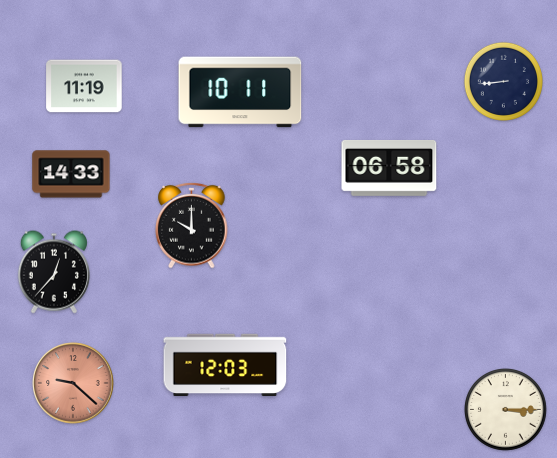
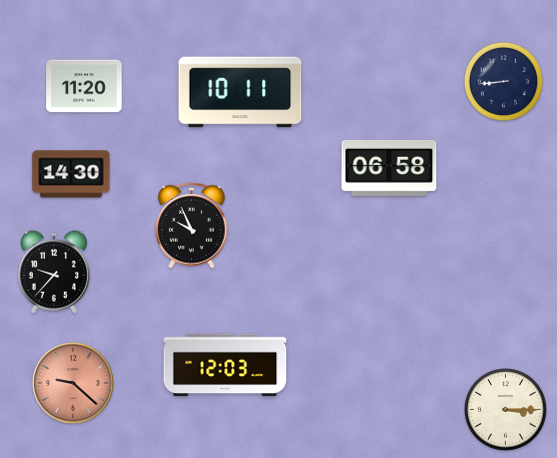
clock at (84, 86): 11:19 -> 11:20
clock at (71, 174): 14:33 -> 14:30
clock at (192, 225): 10:00 -> 9:56
clock at (54, 272): 12:37 -> 9:37
